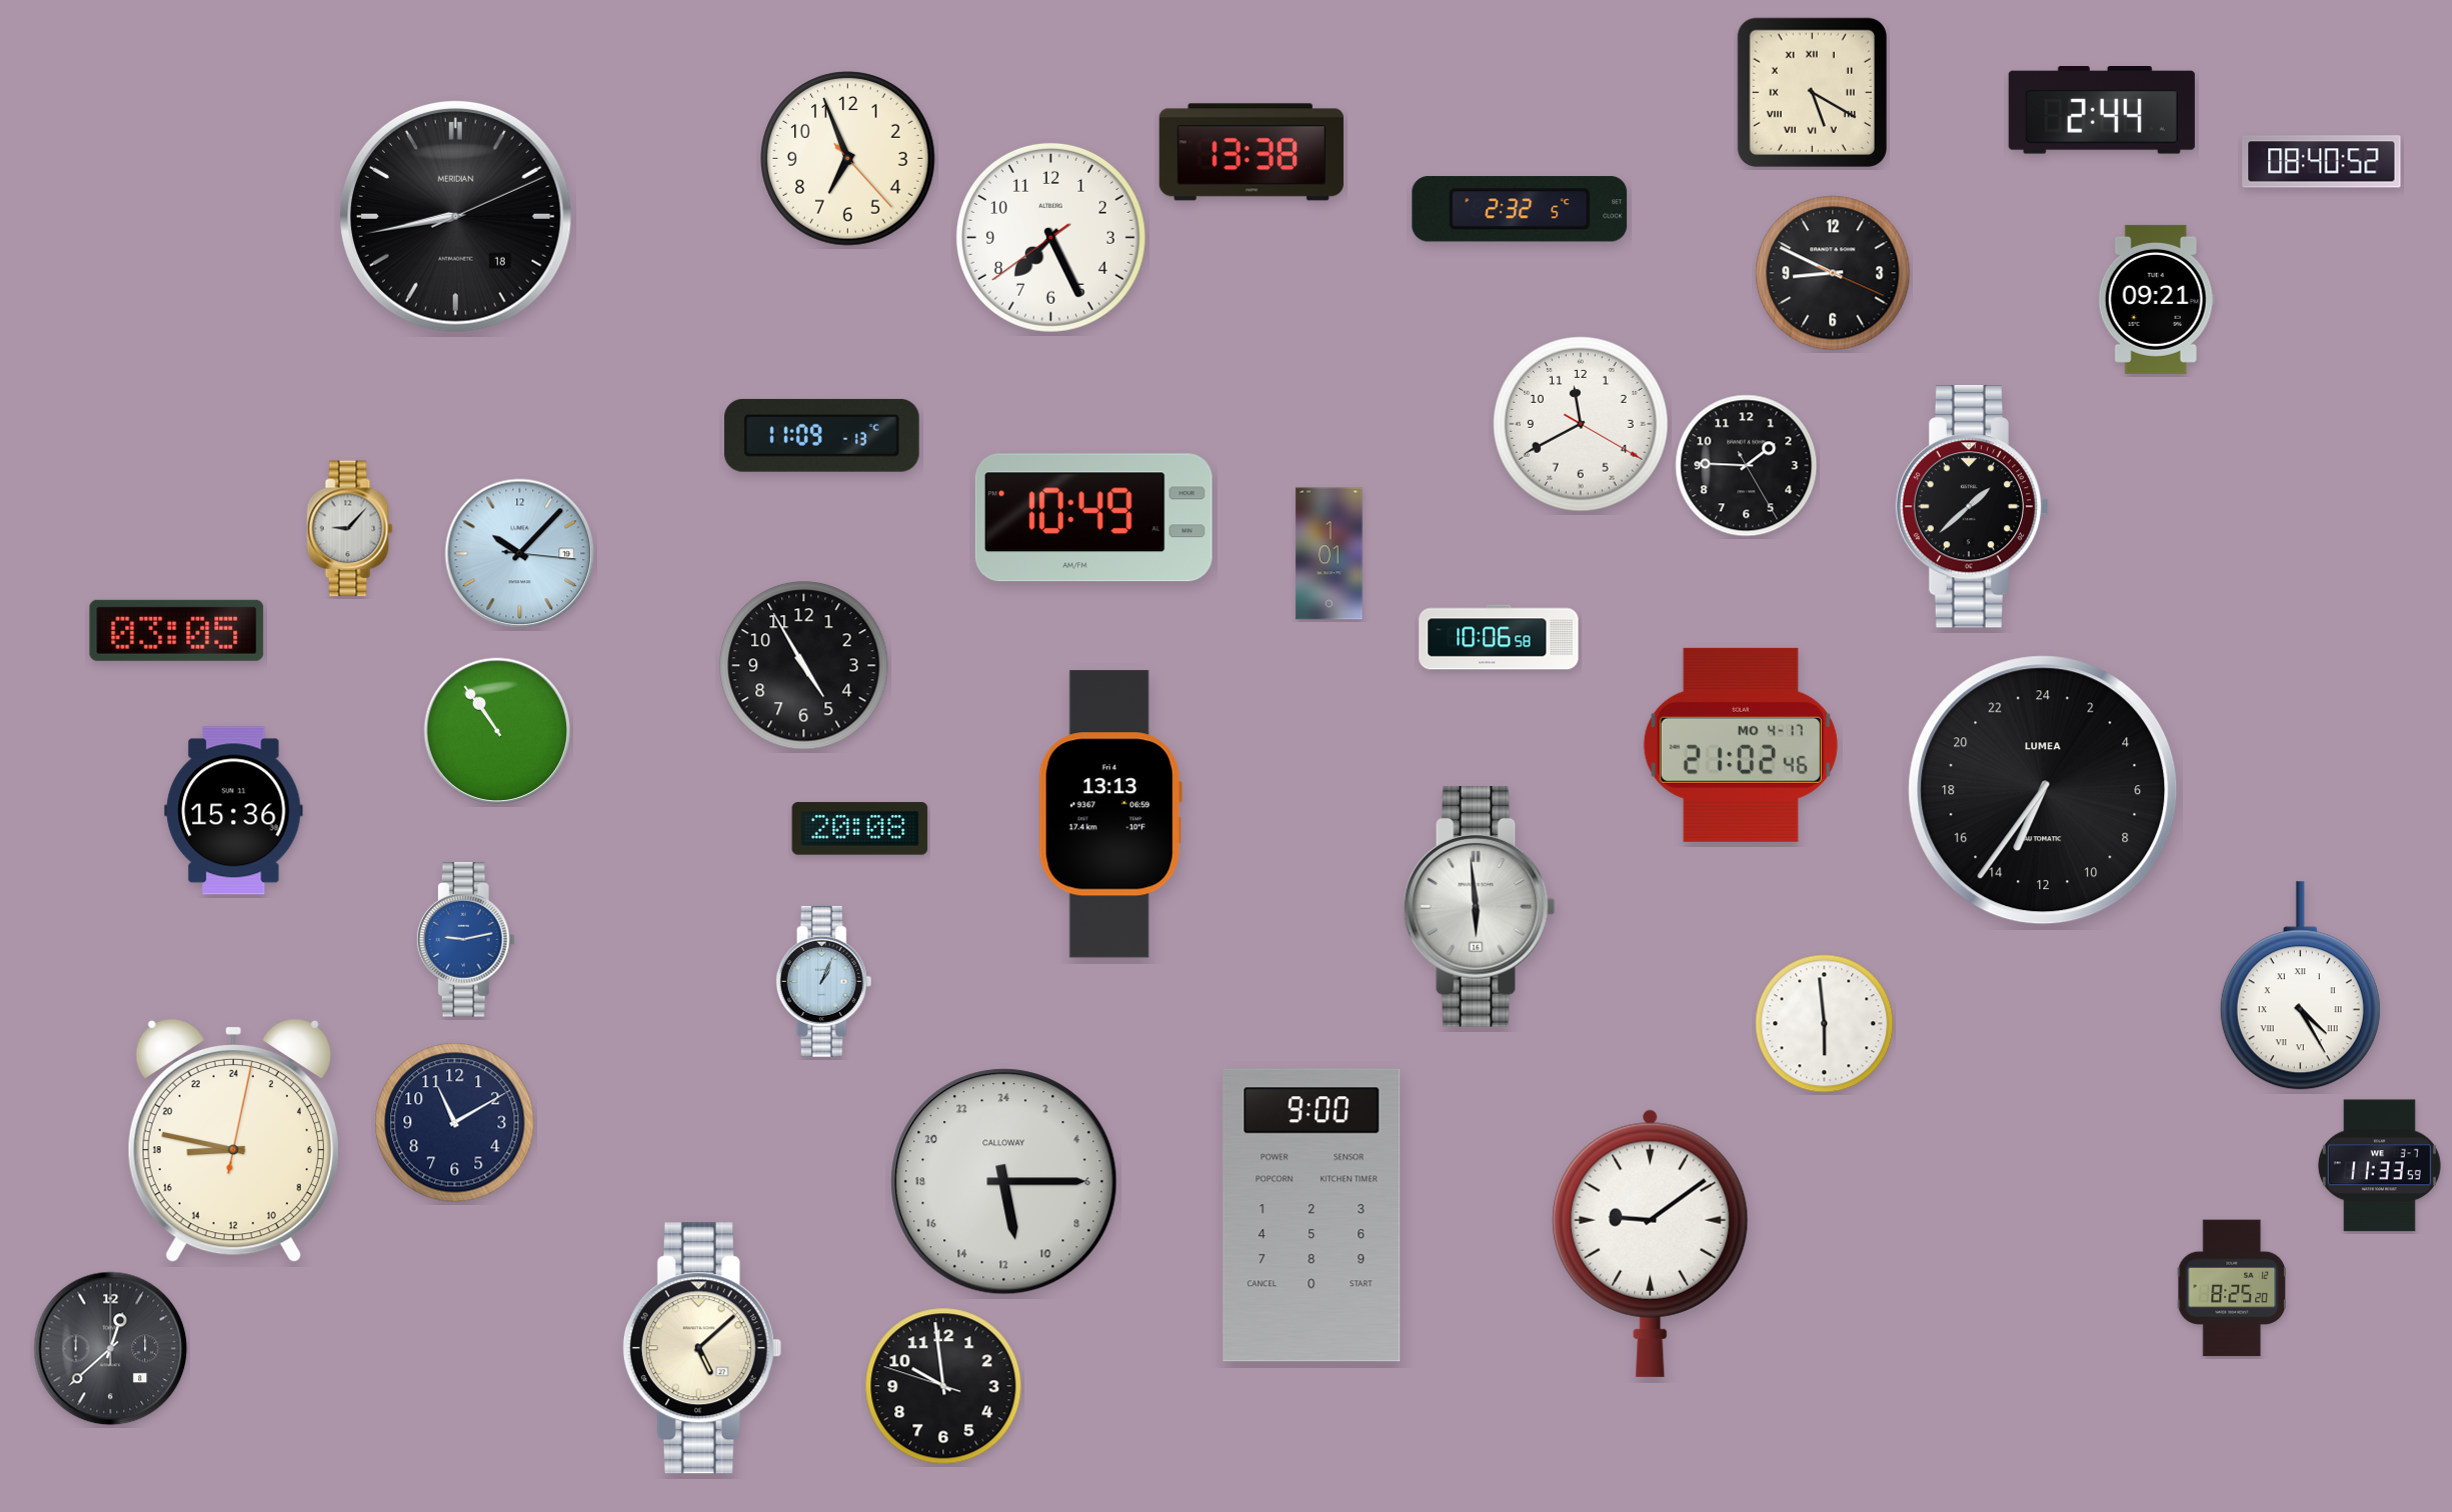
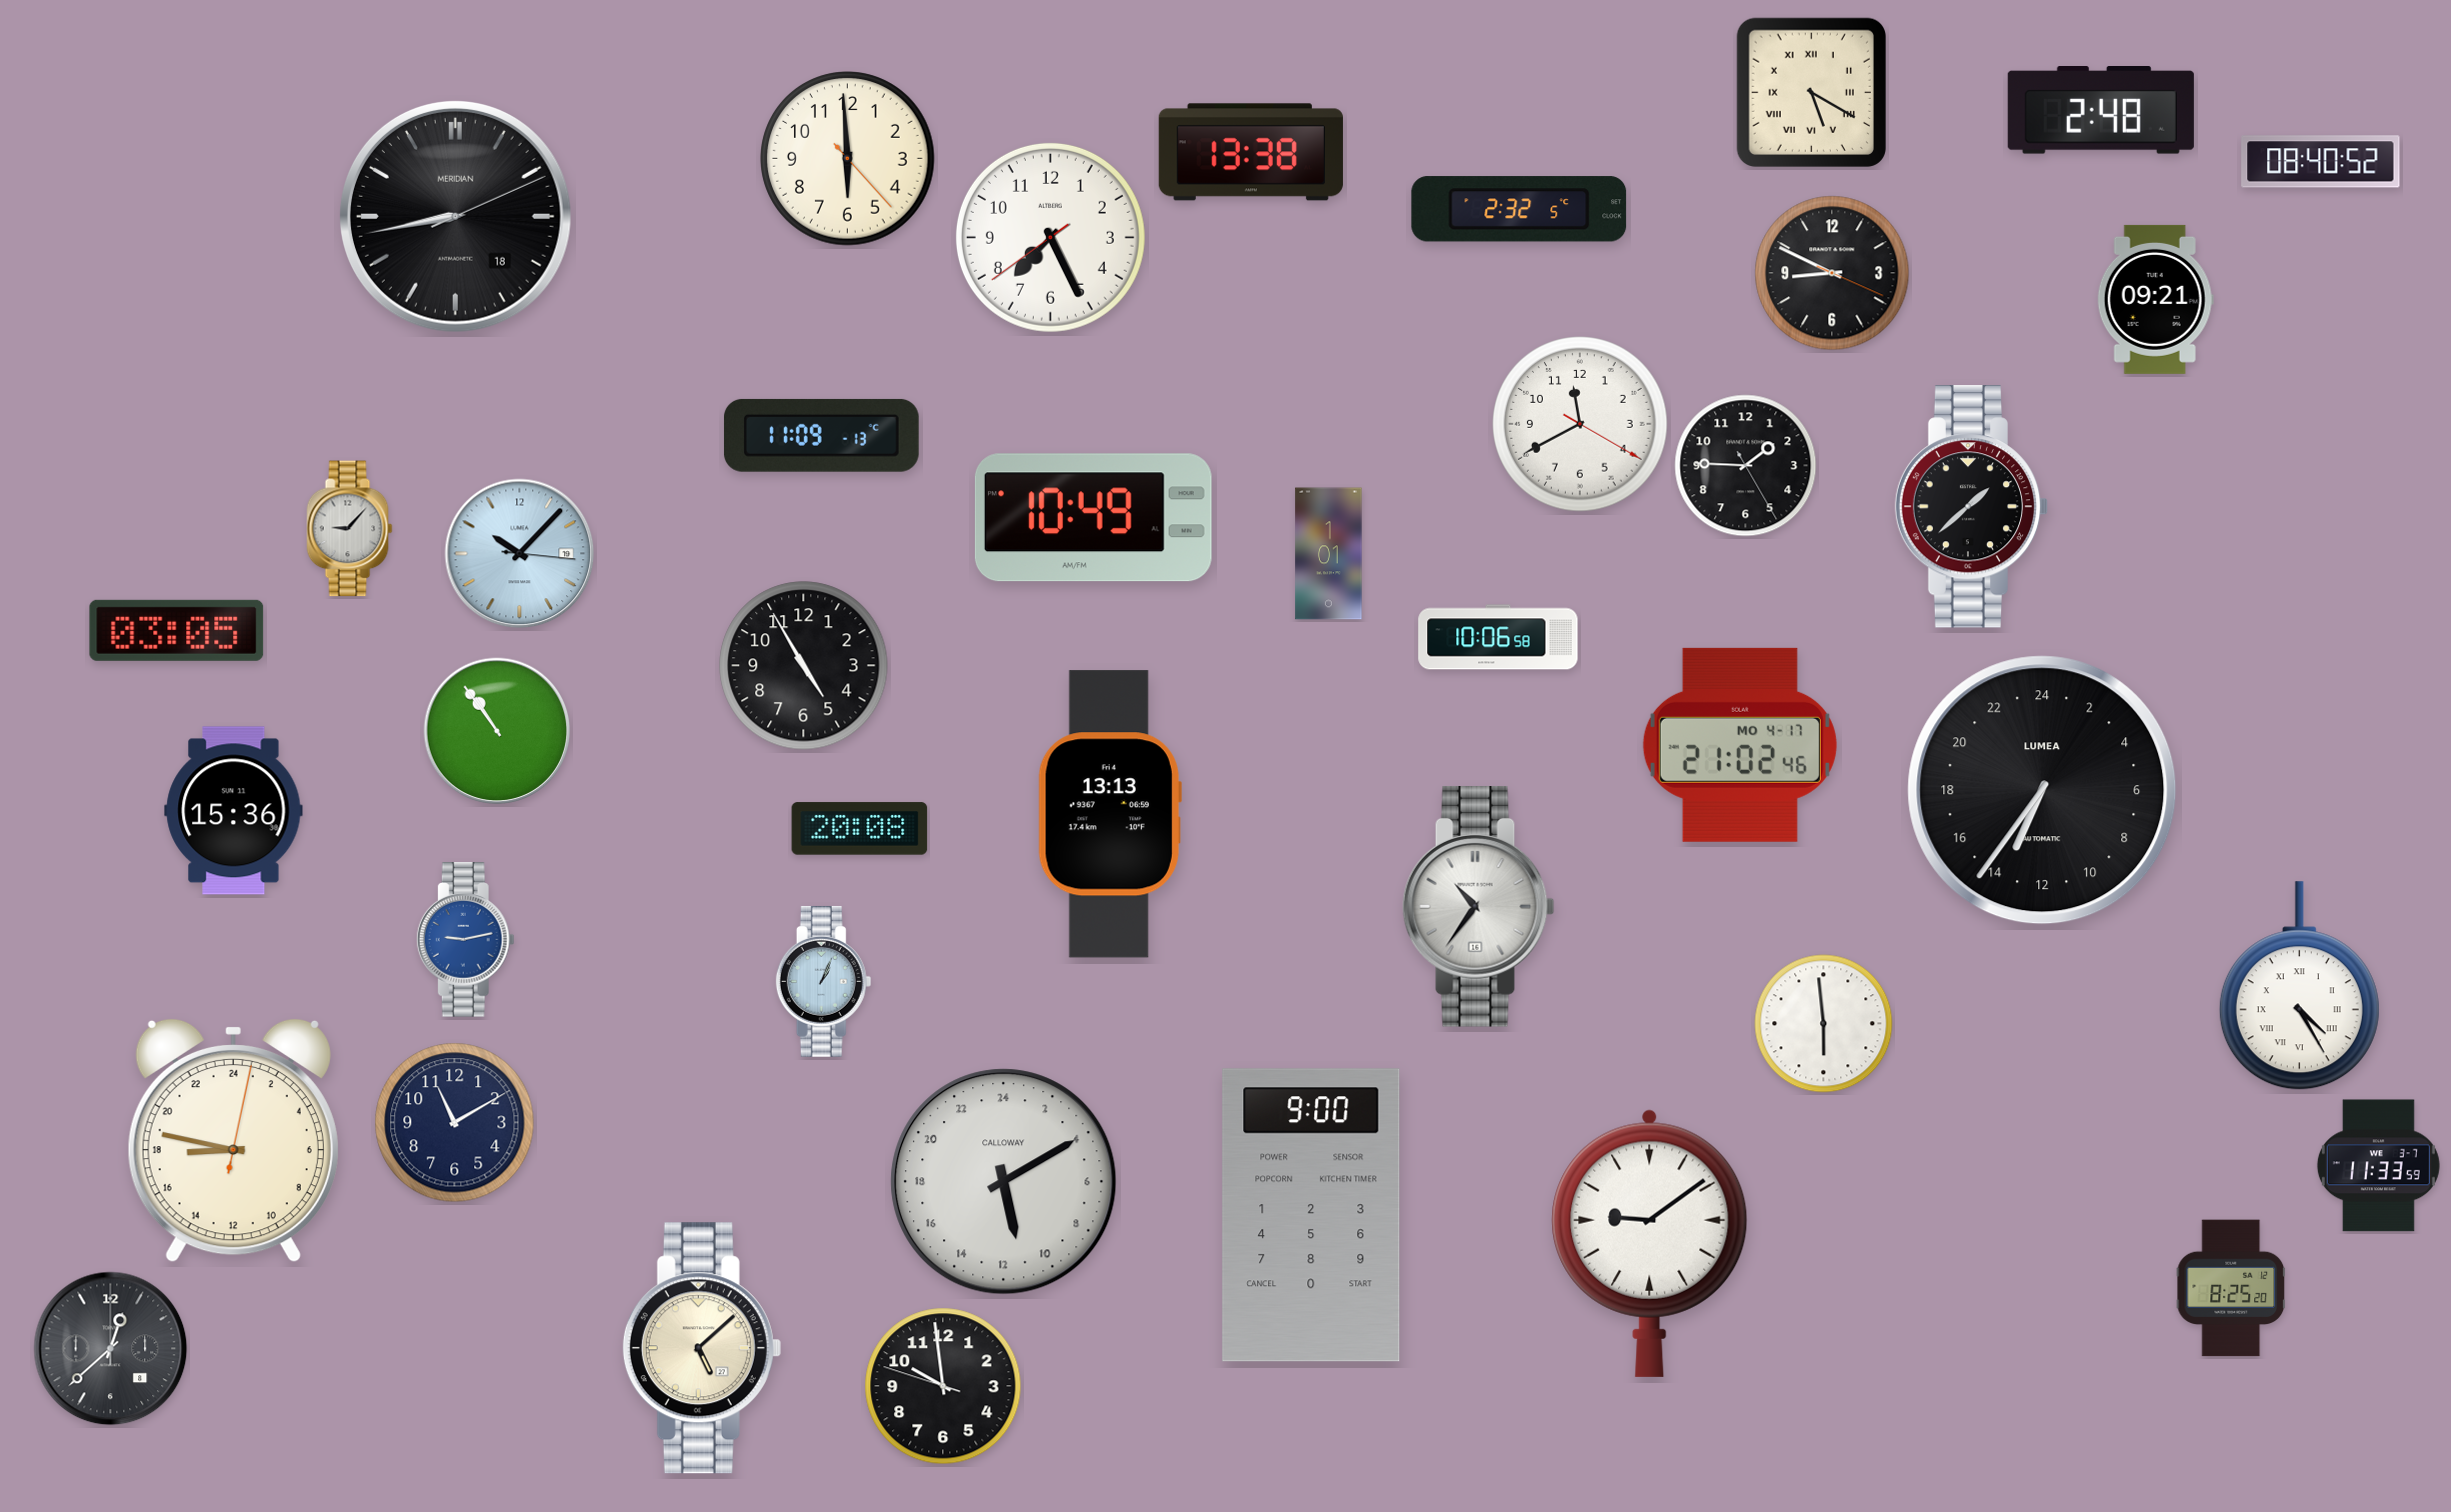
clock at (2102, 111): 2:44 -> 2:48
clock at (848, 159): 6:56 -> 5:59
clock at (1480, 907): 5:59 -> 10:36
clock at (1004, 1182): 11:15 -> 11:10
